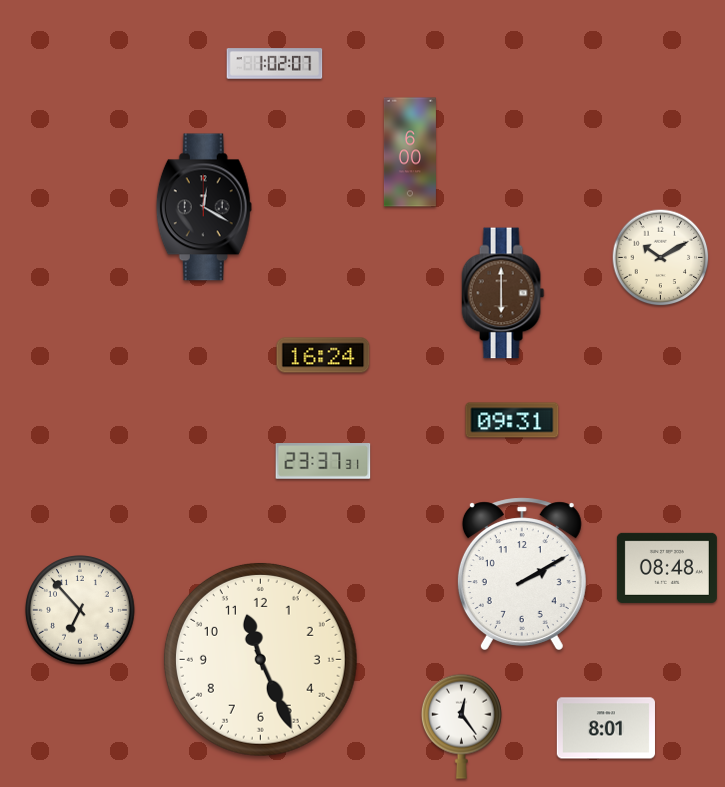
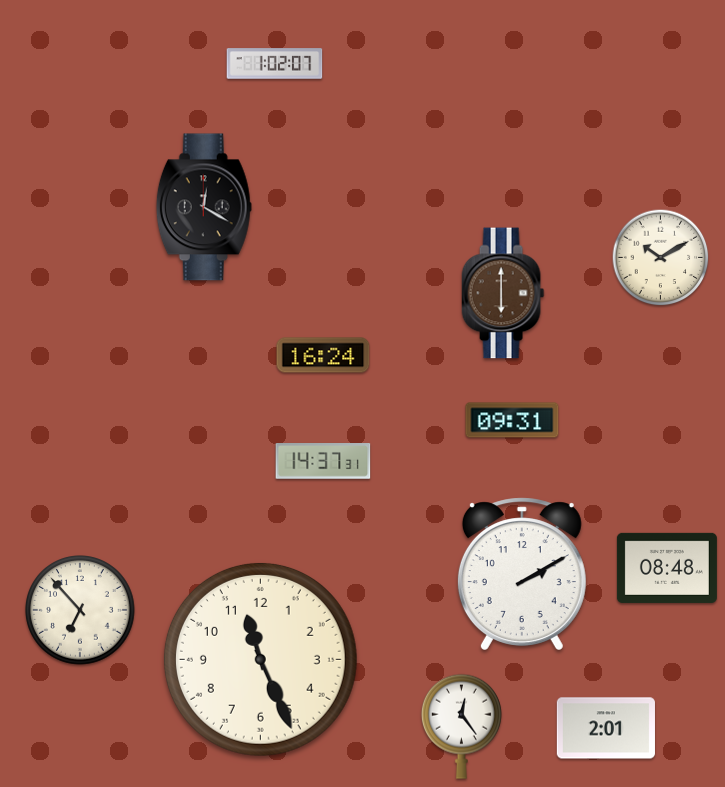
clock at (410, 152): 6:00 -> none
clock at (323, 461): 23:37 -> 14:37
clock at (606, 728): 8:01 -> 2:01
